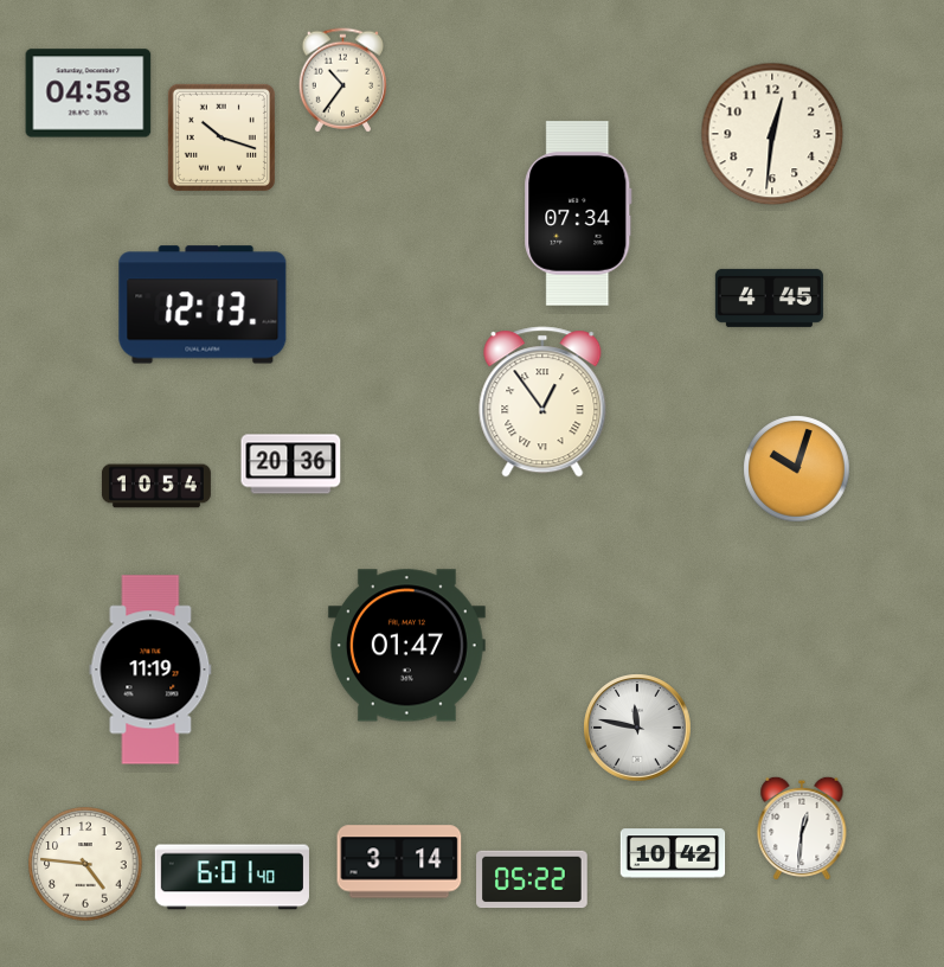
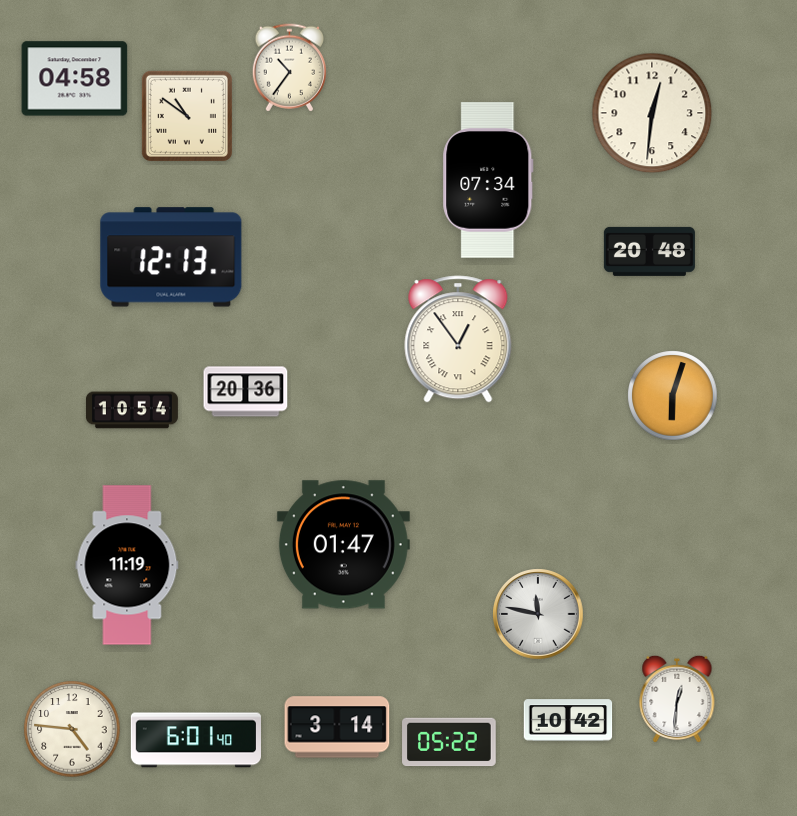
clock at (221, 137): 10:18 -> 10:51
clock at (769, 297): 4:45 -> 20:48
clock at (797, 469): 10:03 -> 6:03
